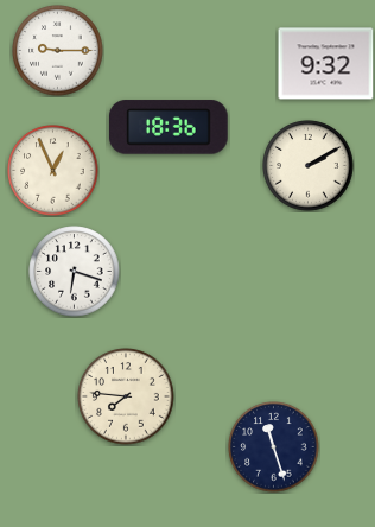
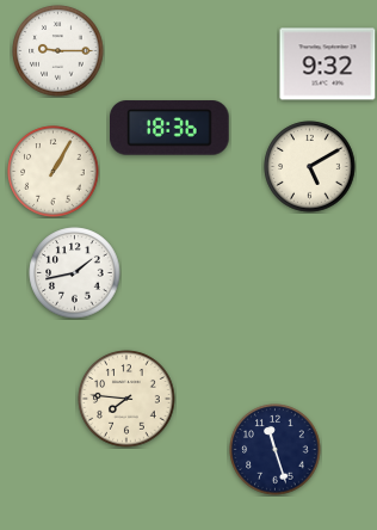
clock at (309, 166): 2:10 -> 5:10
clock at (53, 171): 12:56 -> 1:05
clock at (75, 272): 6:18 -> 1:43
